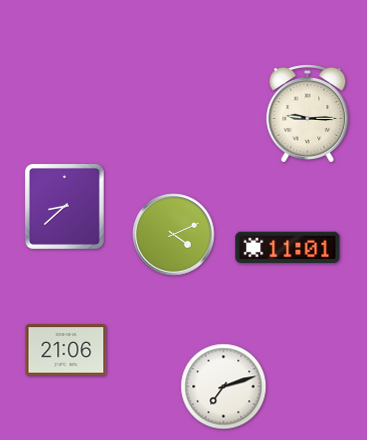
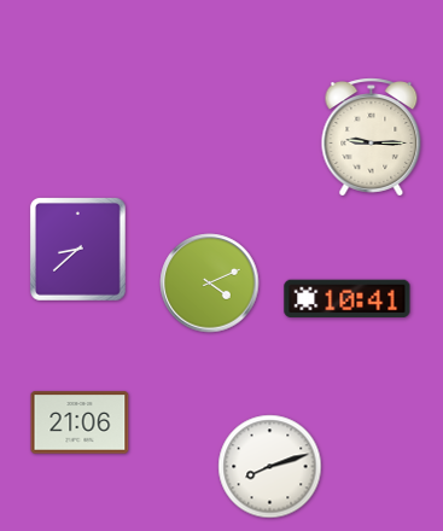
clock at (288, 248): 11:01 -> 10:41
clock at (224, 387): 7:12 -> 8:12
